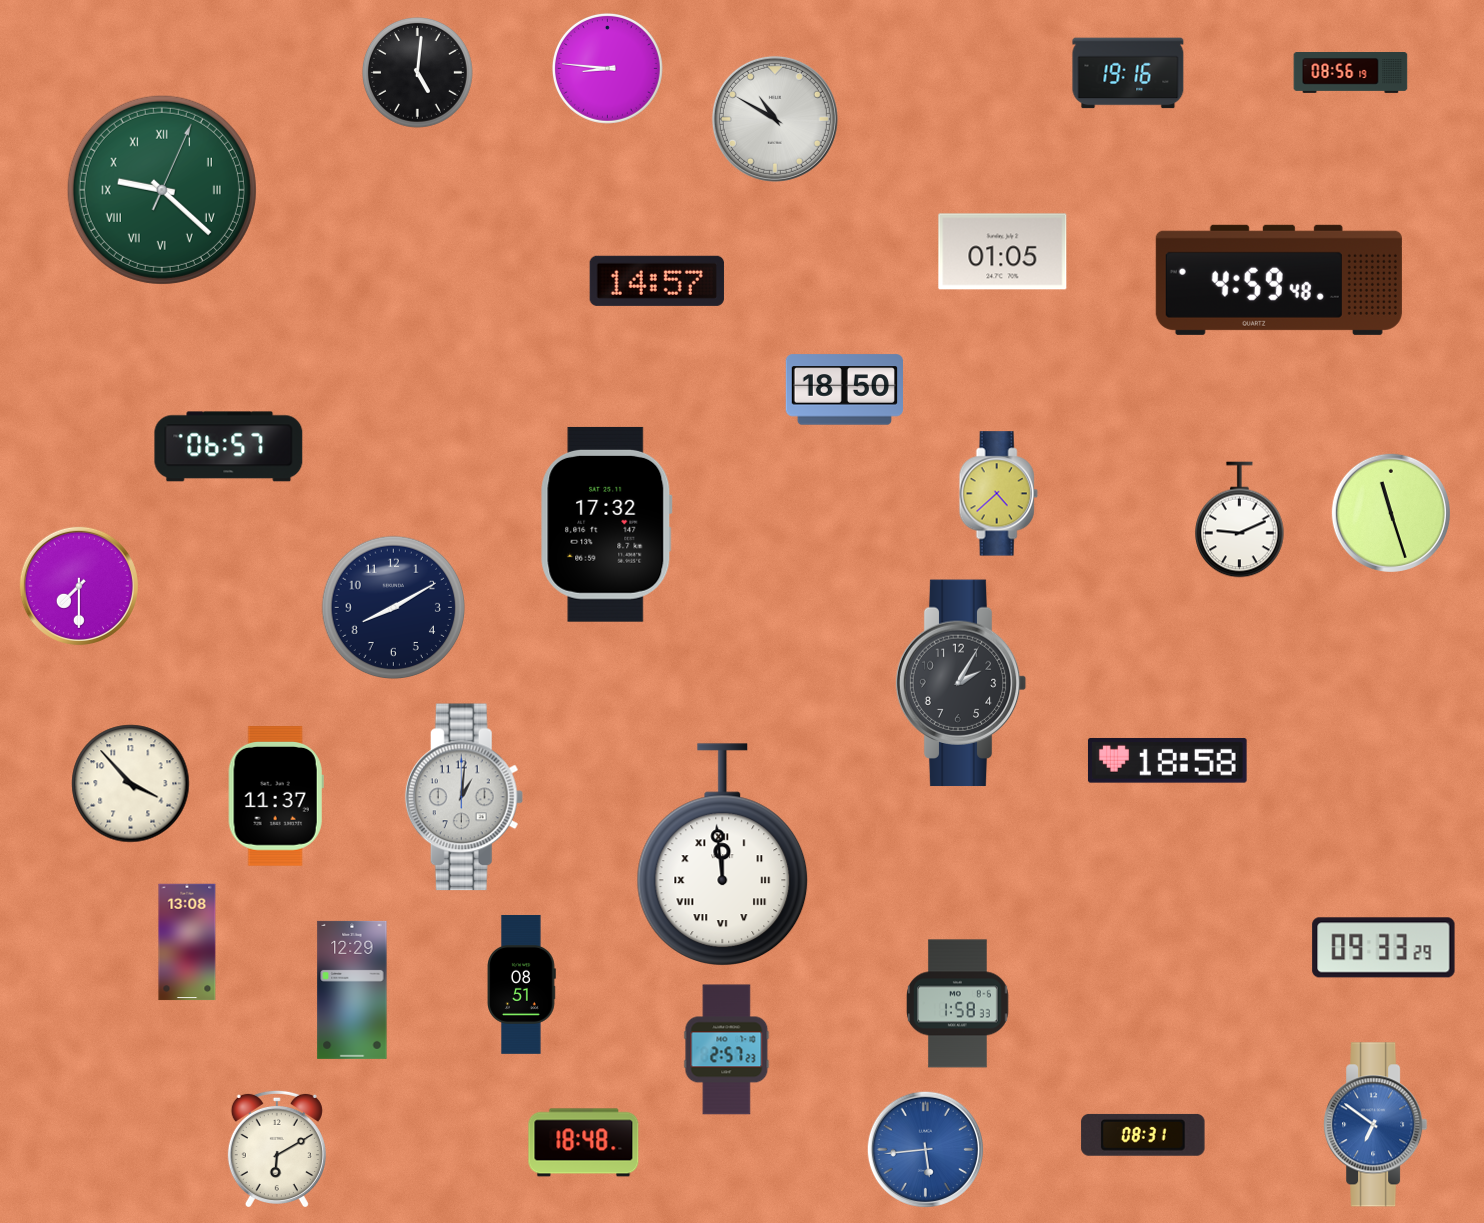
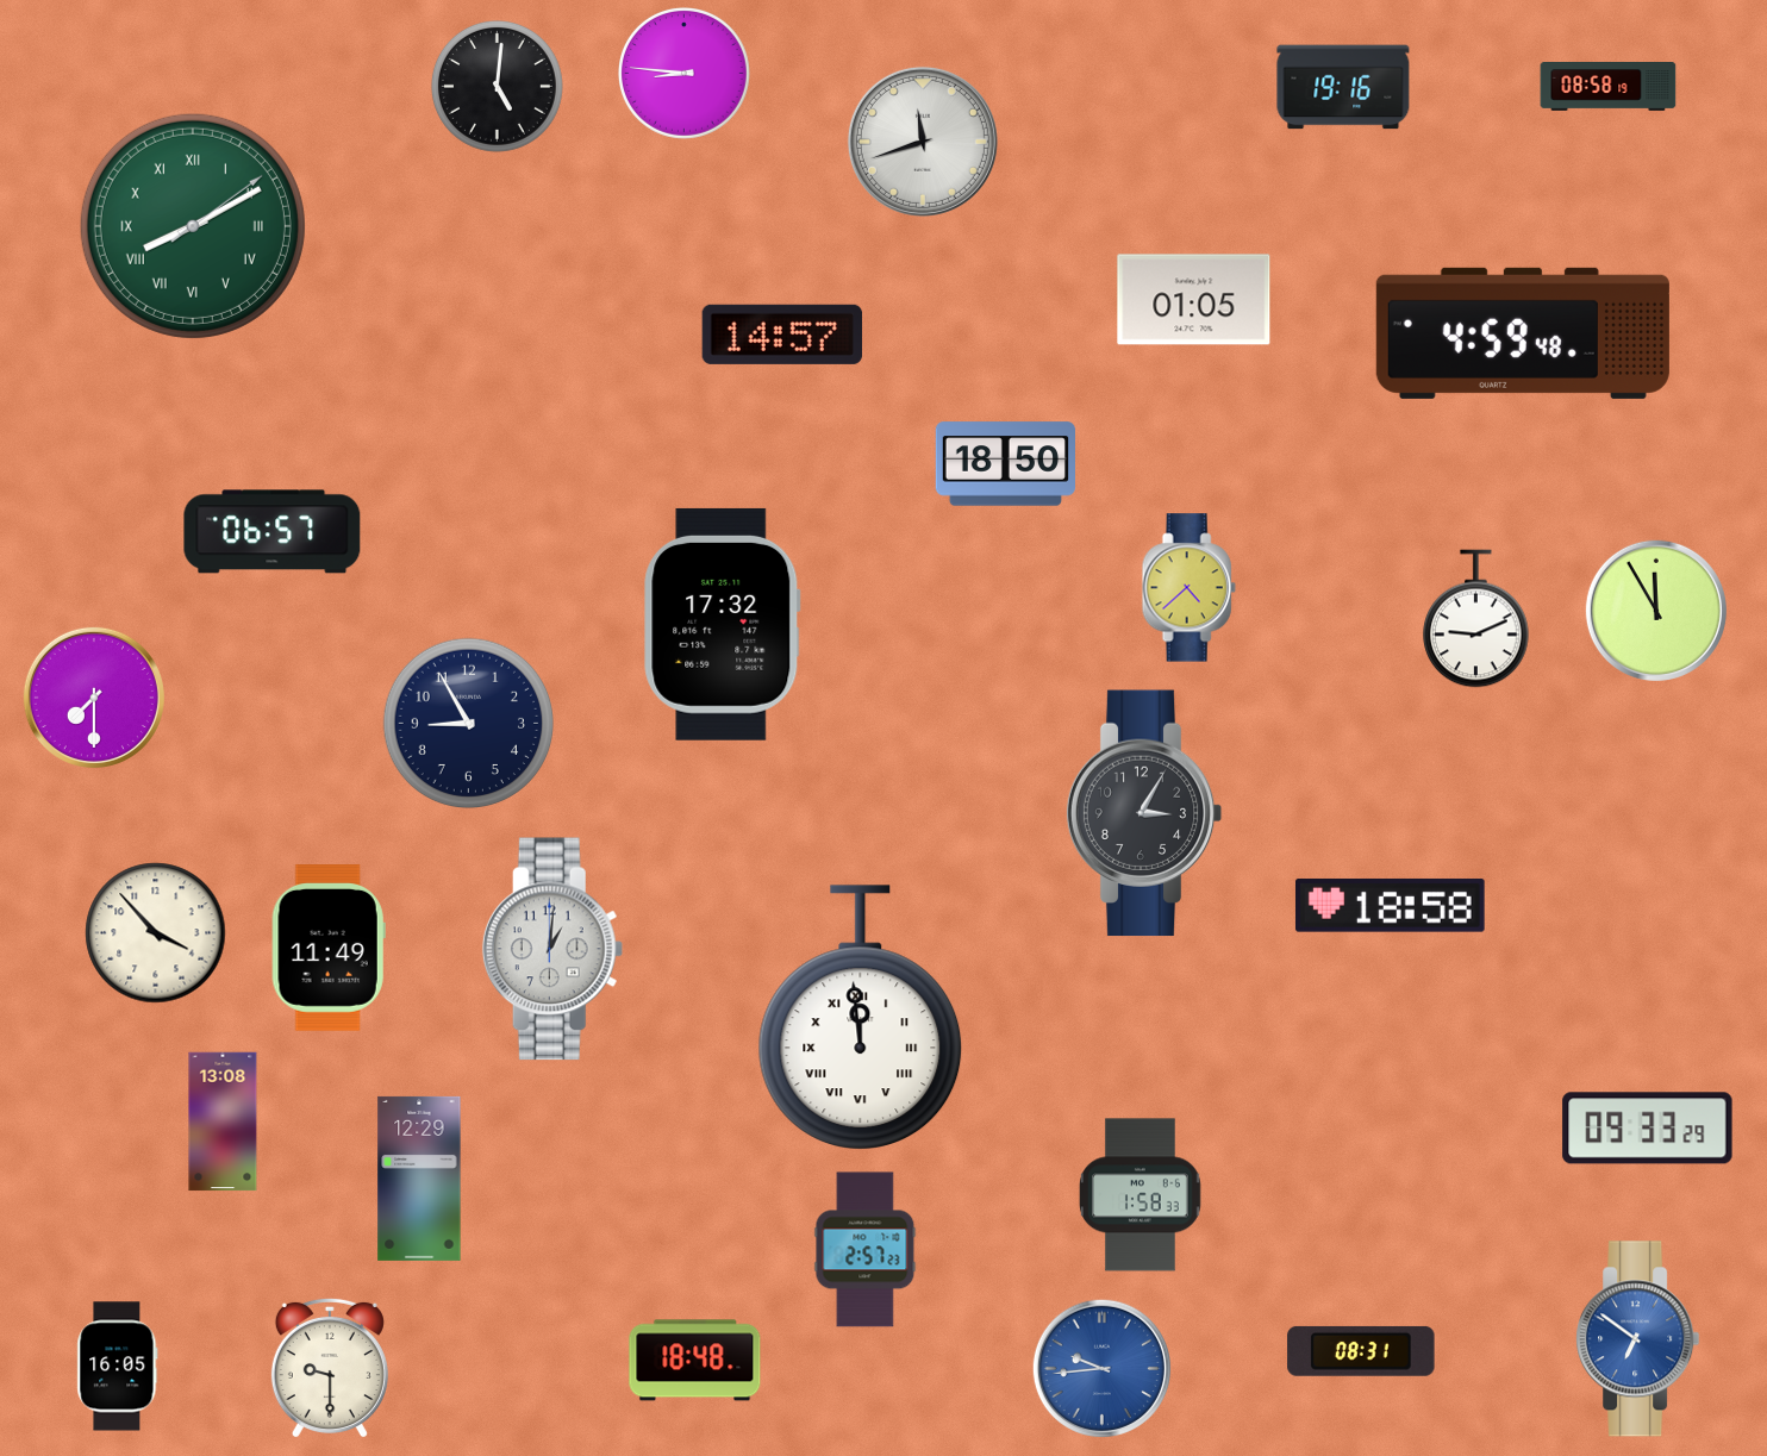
clock at (607, 68) position: (607, 68) -> (683, 73)
clock at (1351, 73): 08:56 -> 08:58
clock at (775, 119): 10:50 -> 11:42
clock at (162, 190): 9:22 -> 8:10
clock at (1391, 513): 11:27 -> 11:55
clock at (393, 607): 8:10 -> 8:55
clock at (961, 683): 2:05 -> 3:05
clock at (276, 797): 11:37 -> 11:49
clock at (522, 984): 08:51 -> none
clock at (118, 1367): none -> 16:05
clock at (277, 1148): 6:10 -> 9:30
clock at (925, 1149): 5:44 -> 9:44
